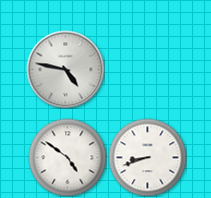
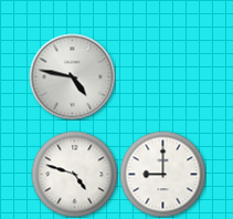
clock at (67, 157): 4:51 -> 4:48
clock at (147, 157): 8:42 -> 9:00
